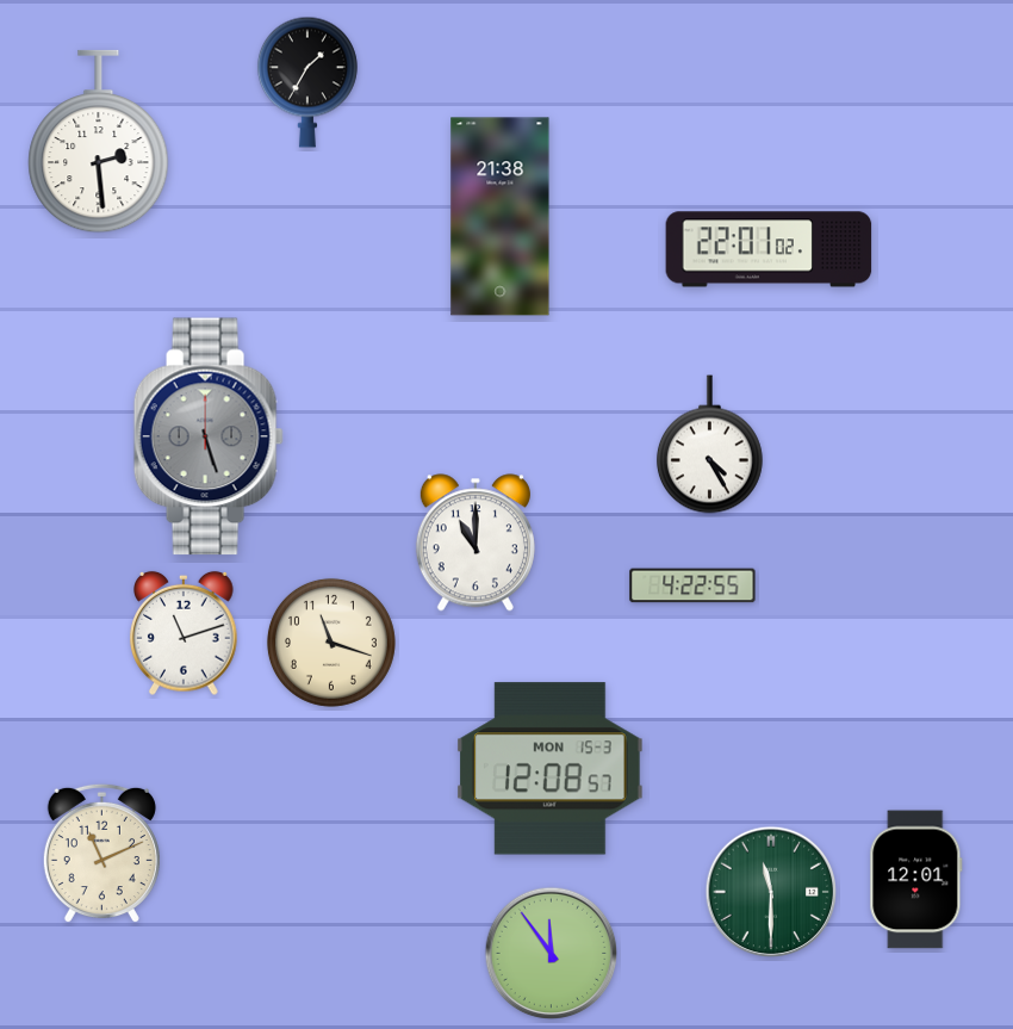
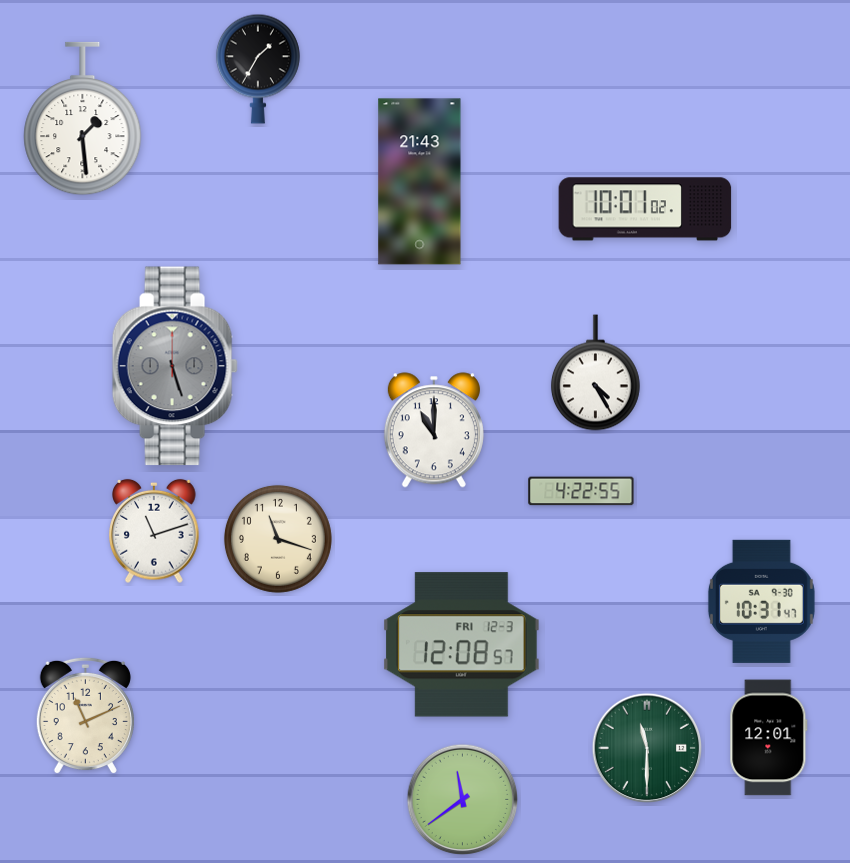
clock at (99, 142): 2:29 -> 1:29
clock at (501, 217): 21:38 -> 21:43
clock at (769, 249): 22:01 -> 10:01
clock at (476, 543) position: (476, 543) -> (434, 430)
clock at (761, 601): none -> 10:31
clock at (551, 769) date: MON 15-3 -> FRI 12-3
clock at (552, 954): 11:54 -> 11:39
